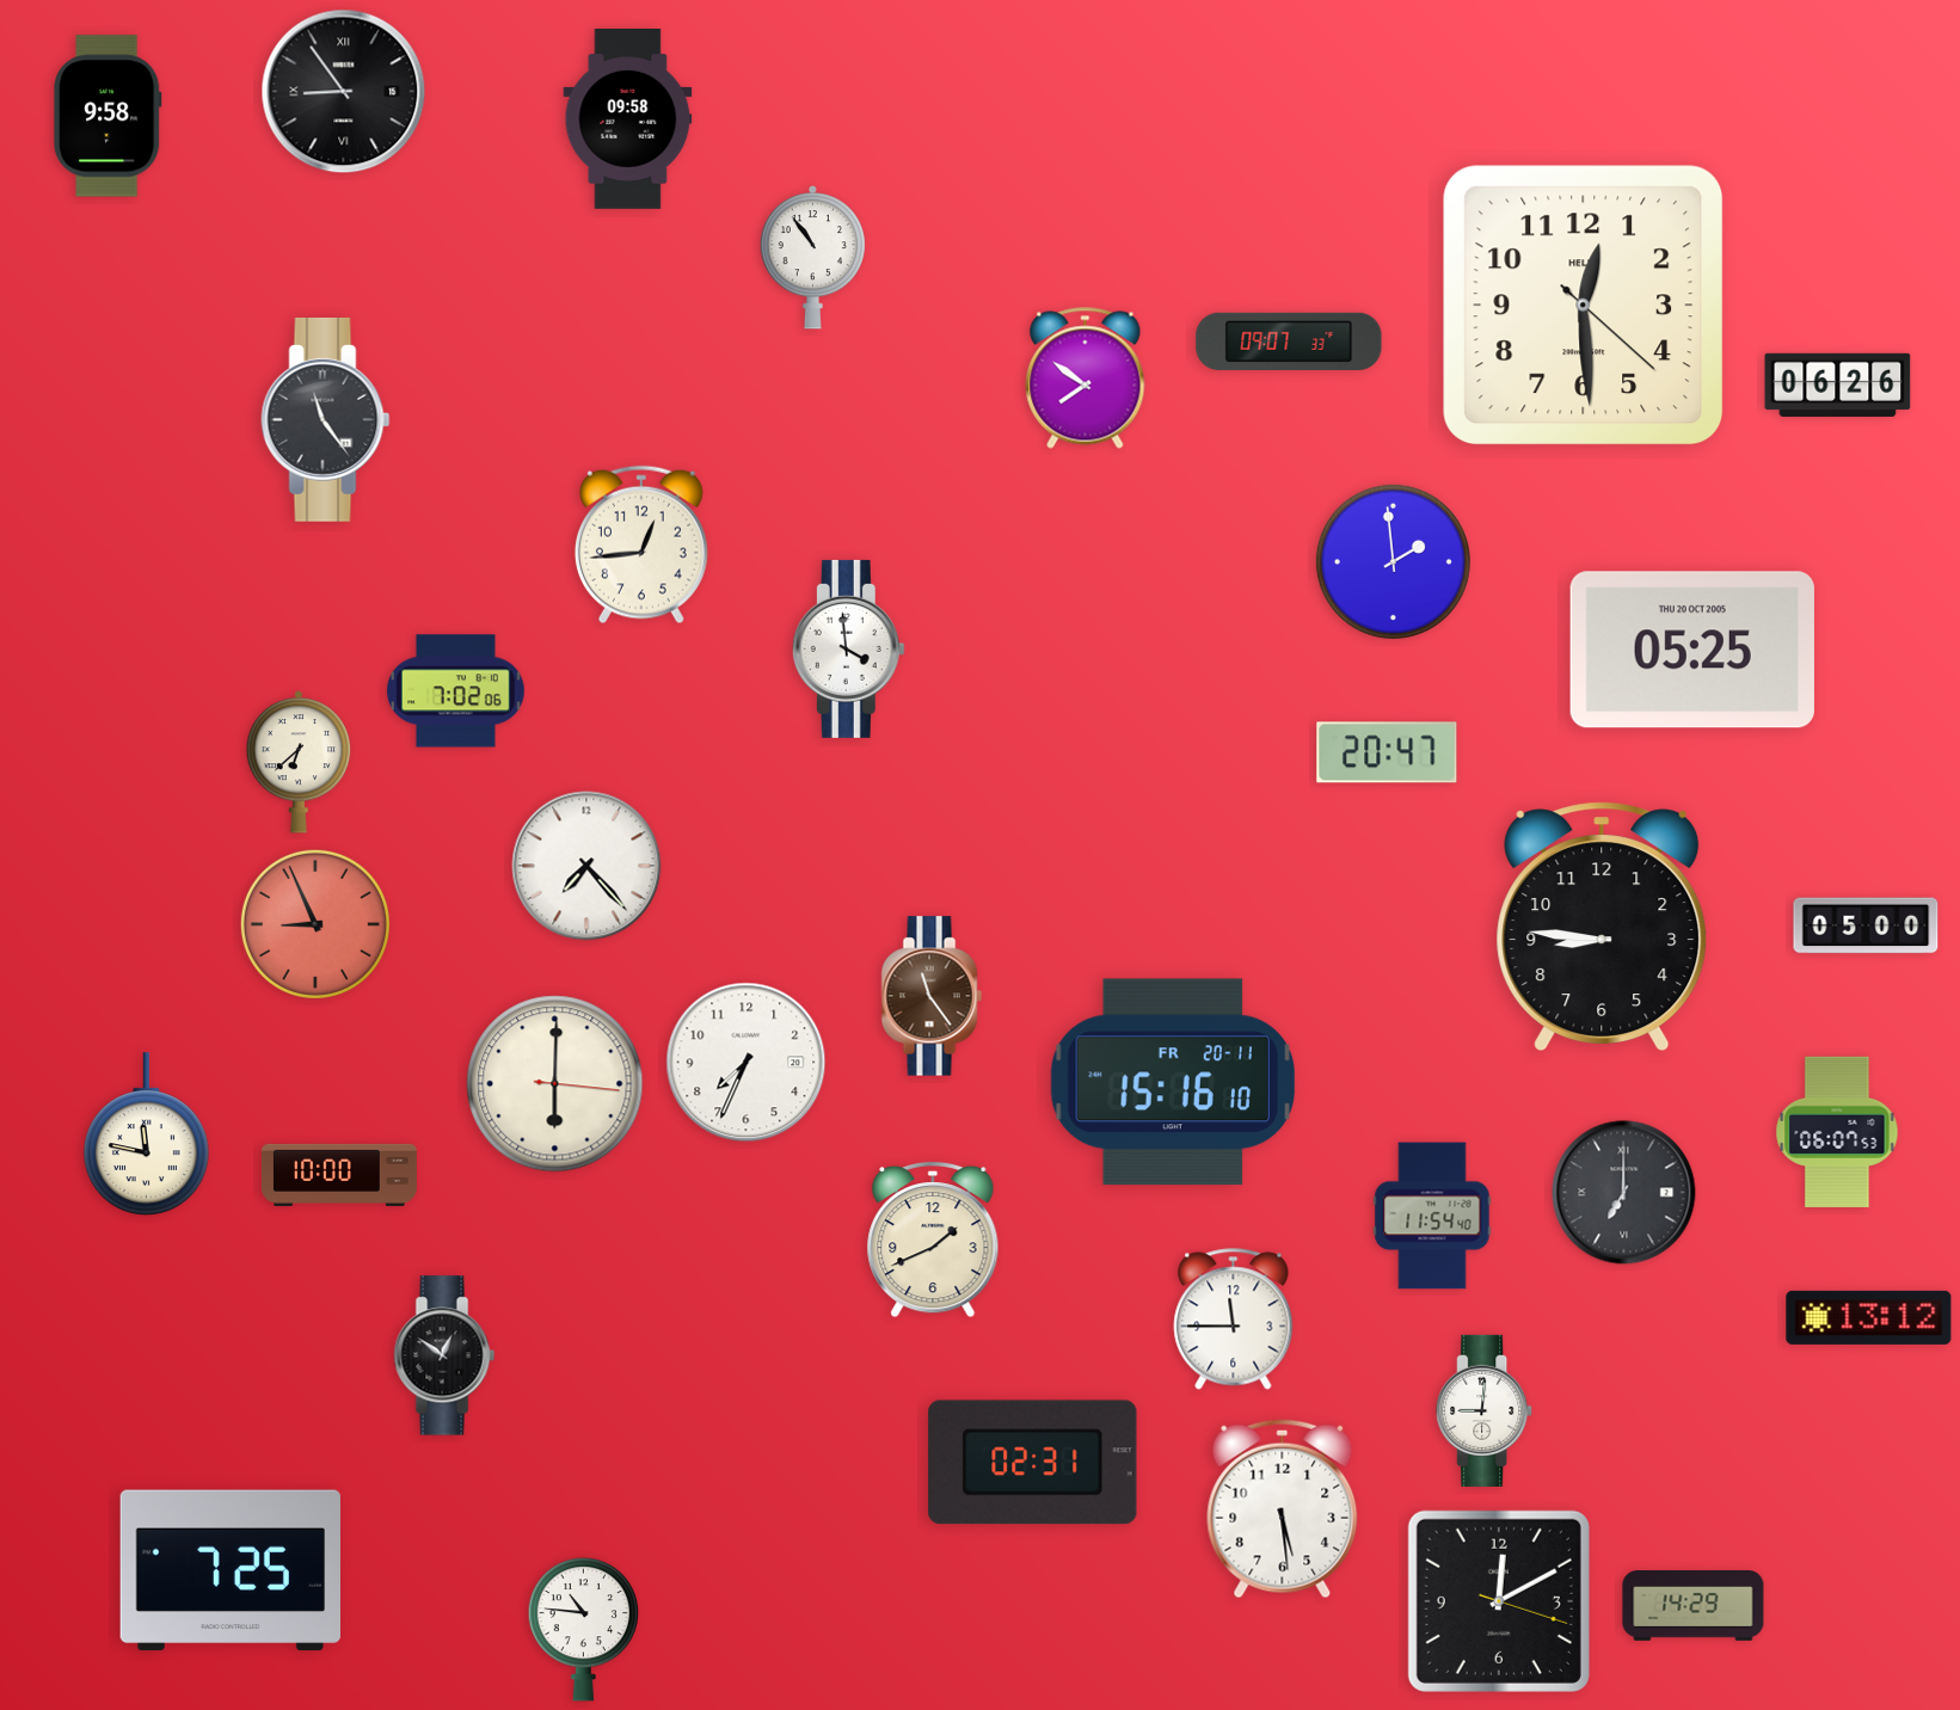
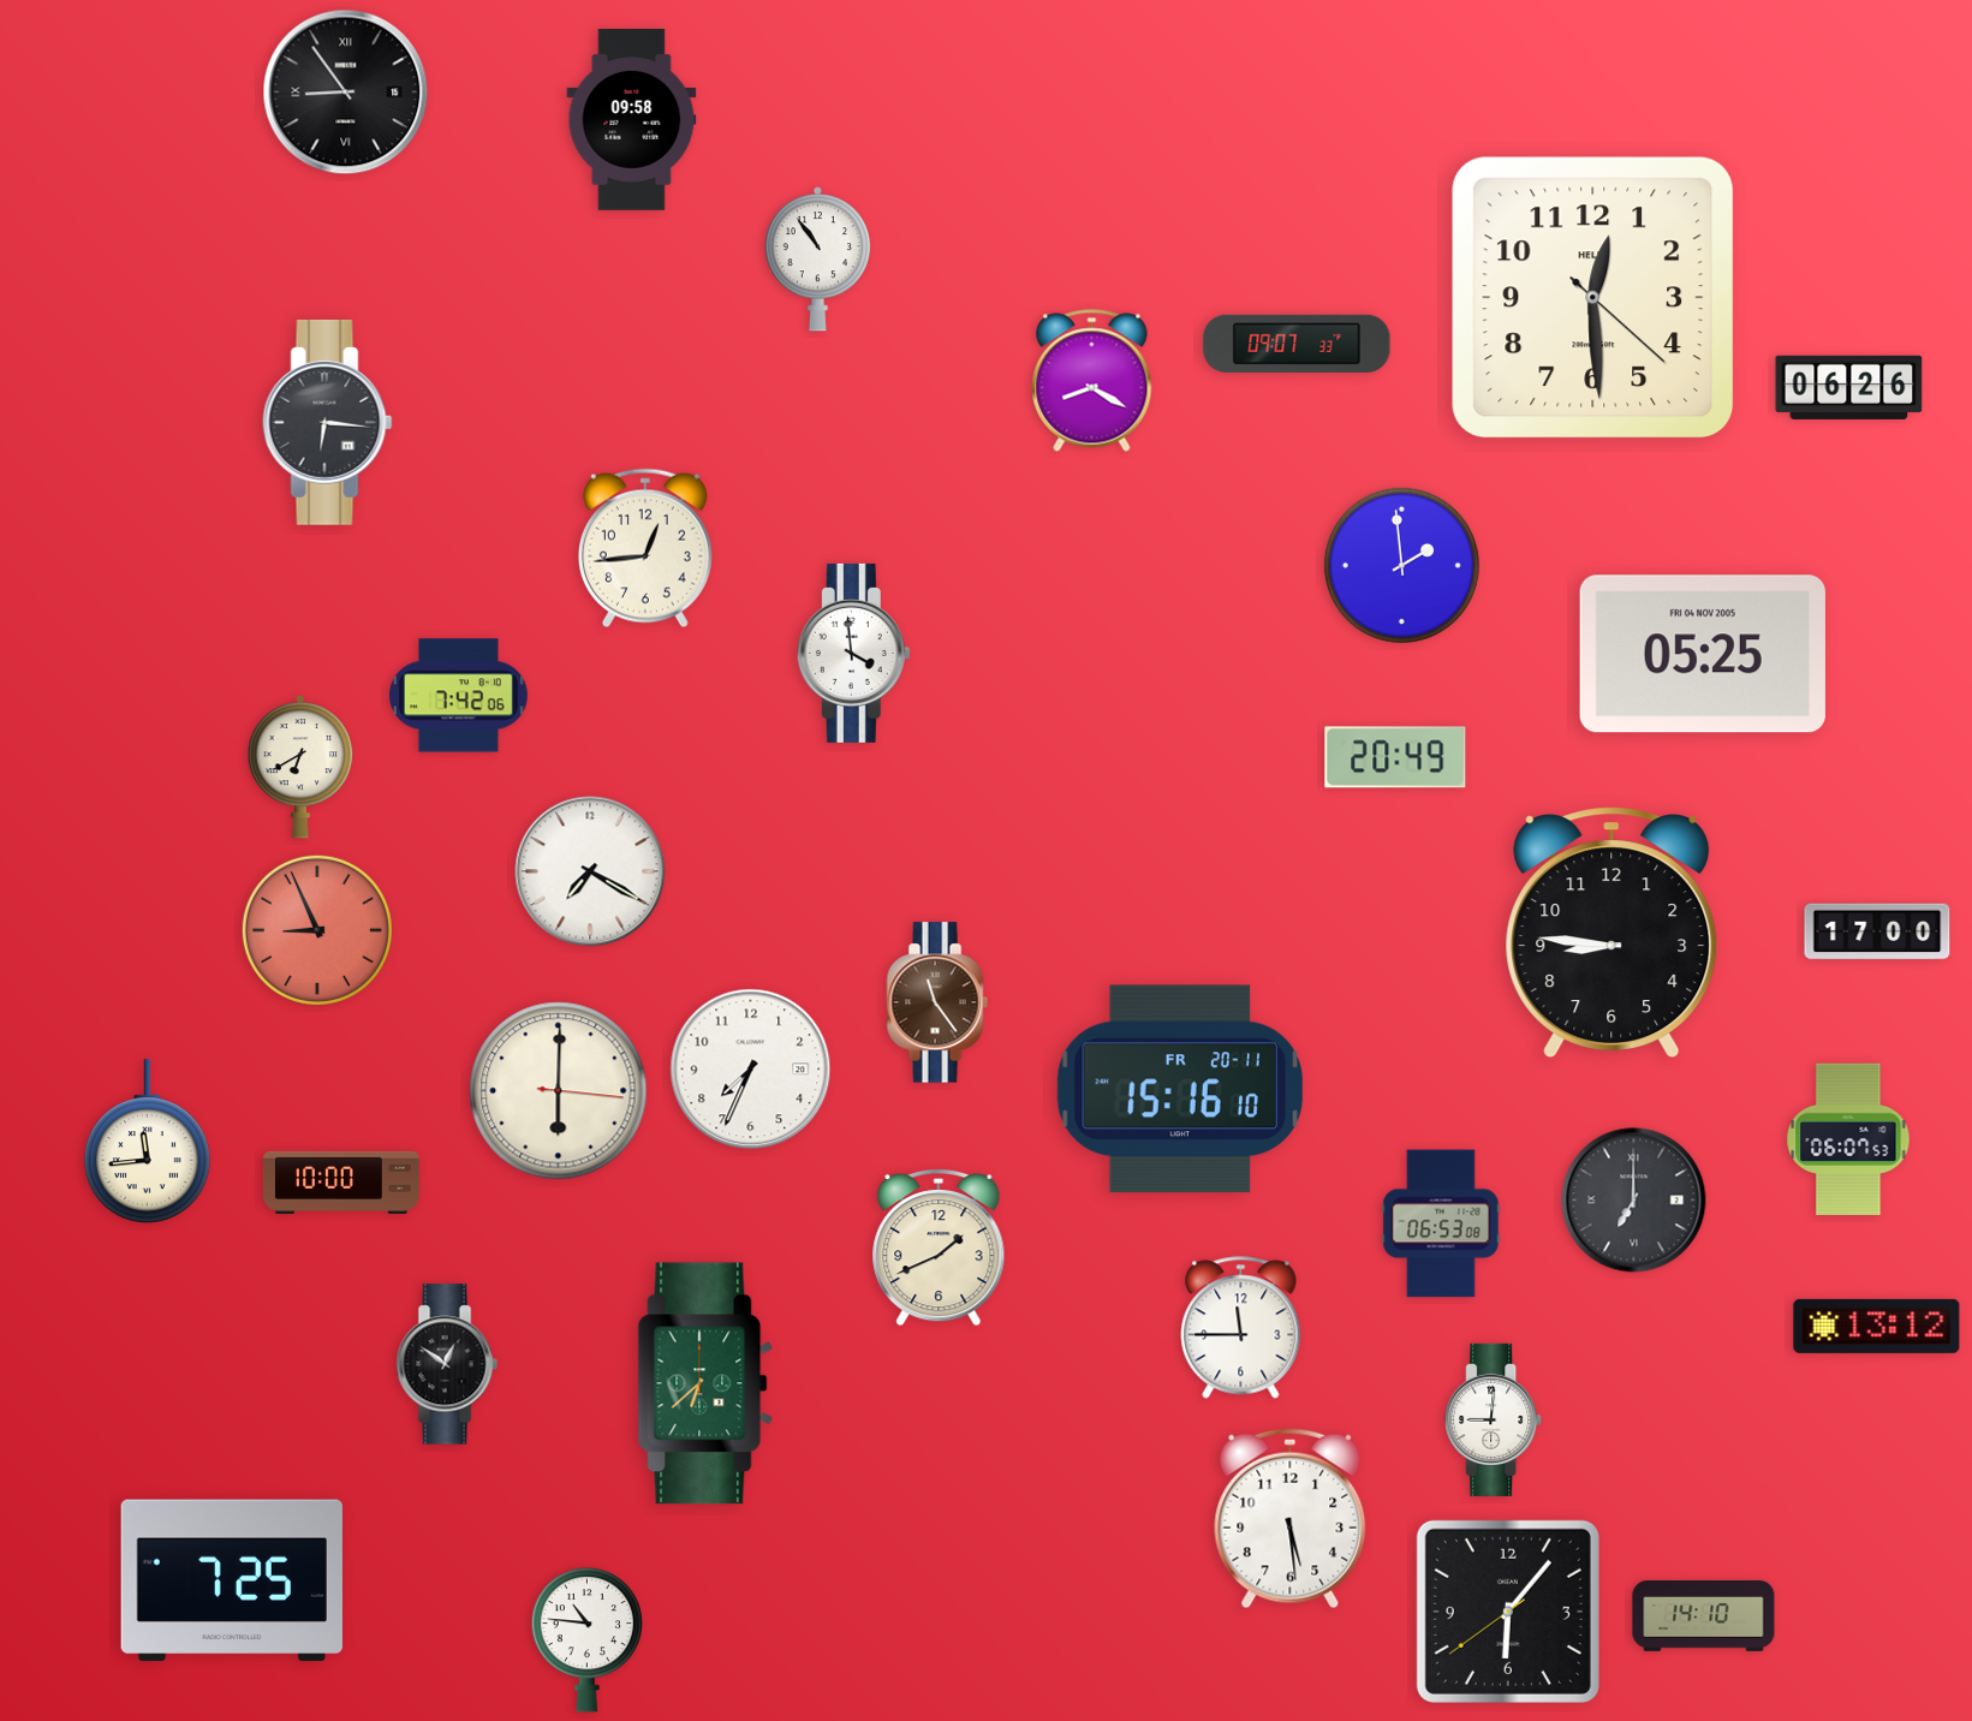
clock at (109, 116): 9:58 -> none
clock at (1584, 306) position: (1584, 306) -> (1593, 298)
clock at (1086, 379): 7:51 -> 8:20
clock at (326, 419): 11:24 -> 6:16
clock at (1692, 650) date: THU 20 OCT 2005 -> FRI 04 NOV 2005
clock at (456, 691): 7:02 -> 7:42
clock at (1387, 752): 20:47 -> 20:49
clock at (299, 763): 6:38 -> 6:40
clock at (586, 866): 7:23 -> 7:20
clock at (1866, 925): 05:00 -> 17:00
clock at (146, 1134): 11:47 -> 11:44
clock at (1432, 1216): 11:54 -> 06:53
clock at (1869, 1317) position: (1869, 1317) -> (1877, 1326)
clock at (705, 1383): none -> 6:38
clock at (1033, 1463): 02:31 -> none
clock at (1499, 1601): 12:10 -> 6:06
clock at (1694, 1606): 14:29 -> 14:10
